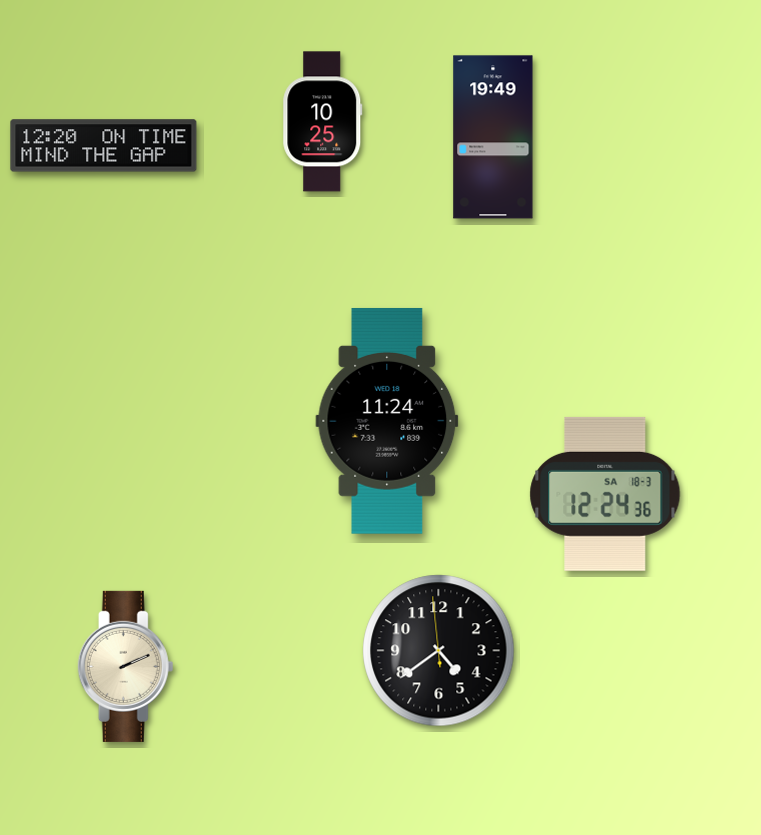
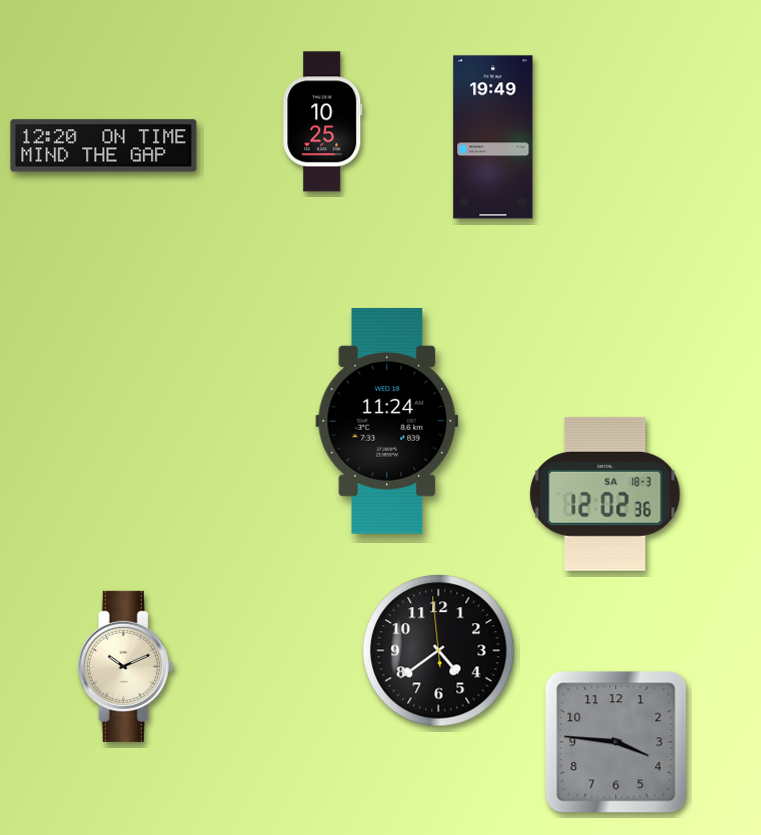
clock at (605, 494): 12:24 -> 12:02
clock at (126, 666): 2:11 -> 10:11
clock at (616, 742): none -> 3:46
